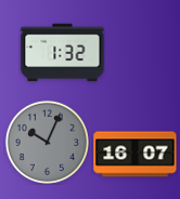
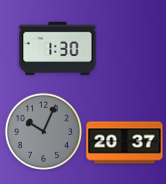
clock at (63, 53): 1:32 -> 1:30
clock at (136, 155): 16:07 -> 20:37
